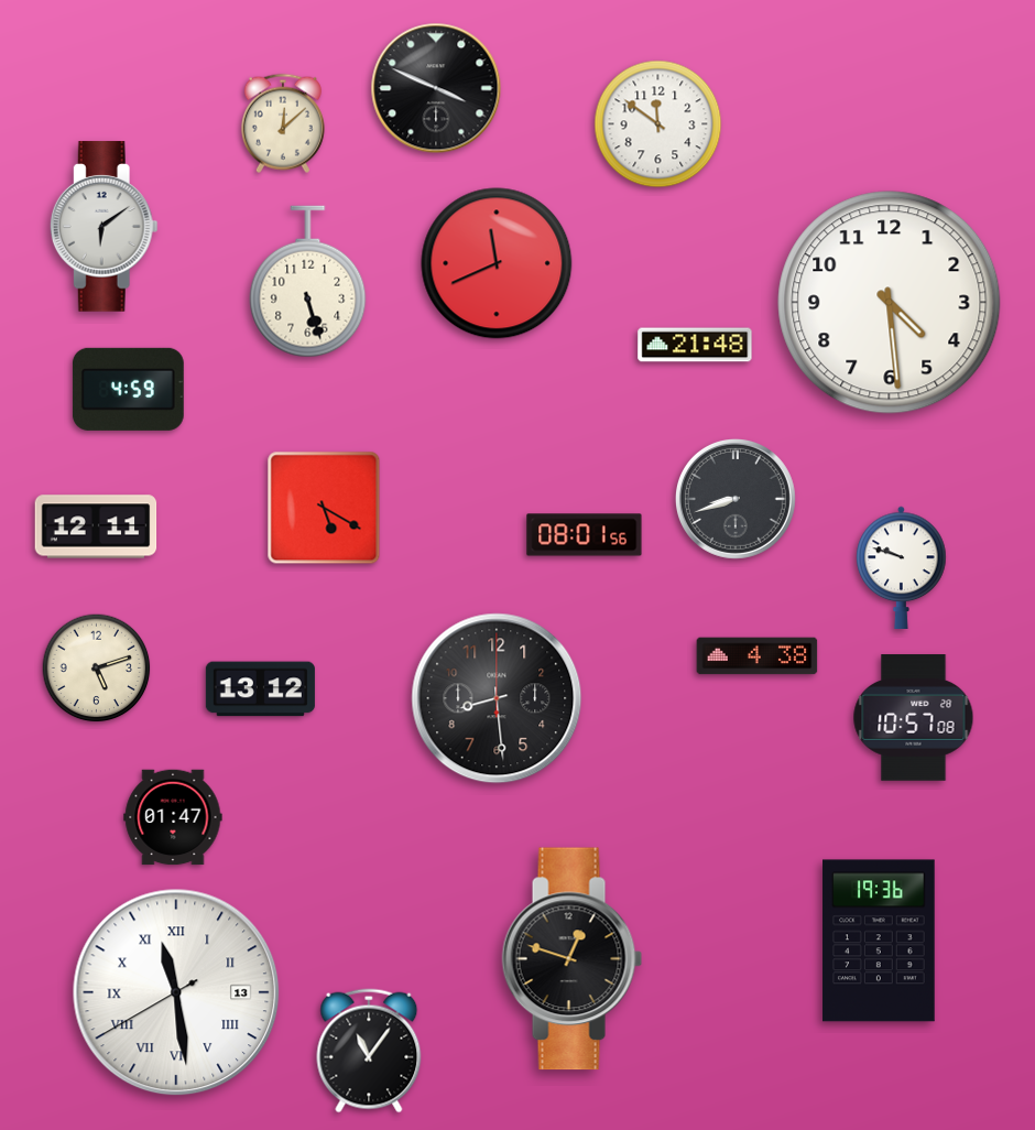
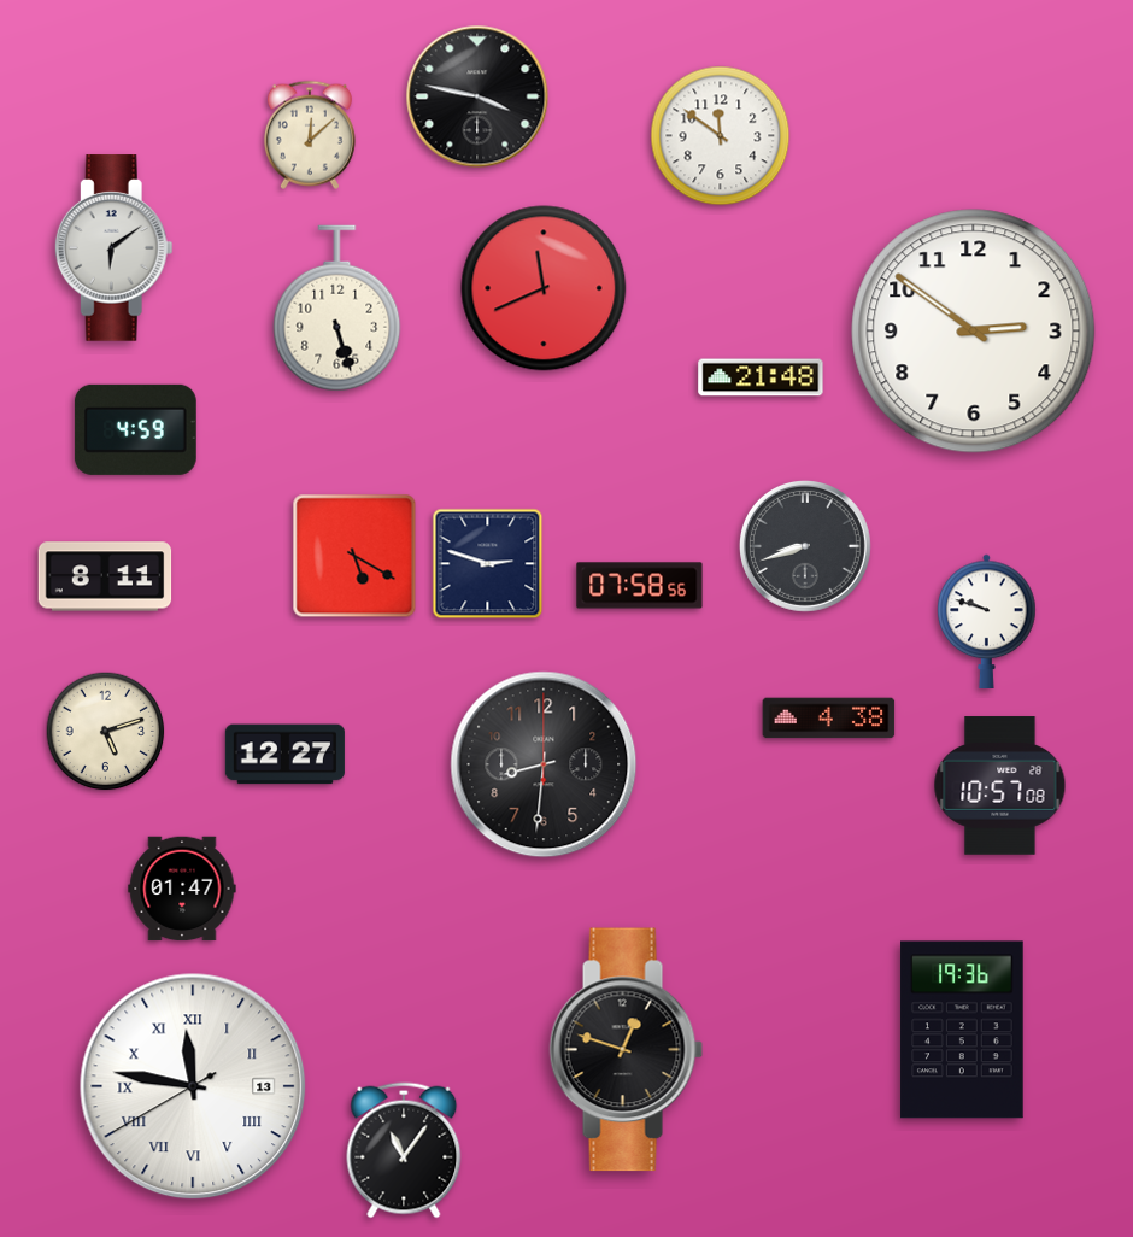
clock at (436, 88): 3:49 -> 3:47
clock at (890, 303): 4:29 -> 2:51
clock at (128, 389) position: (128, 389) -> (135, 429)
clock at (488, 564): none -> 2:48
clock at (96, 526): 12:11 -> 8:11
clock at (585, 535): 08:01 -> 07:58
clock at (260, 689): 13:12 -> 12:27
clock at (497, 698): 8:29 -> 8:31
clock at (173, 817) position: (173, 817) -> (182, 889)
clock at (176, 992): 11:28 -> 11:46
